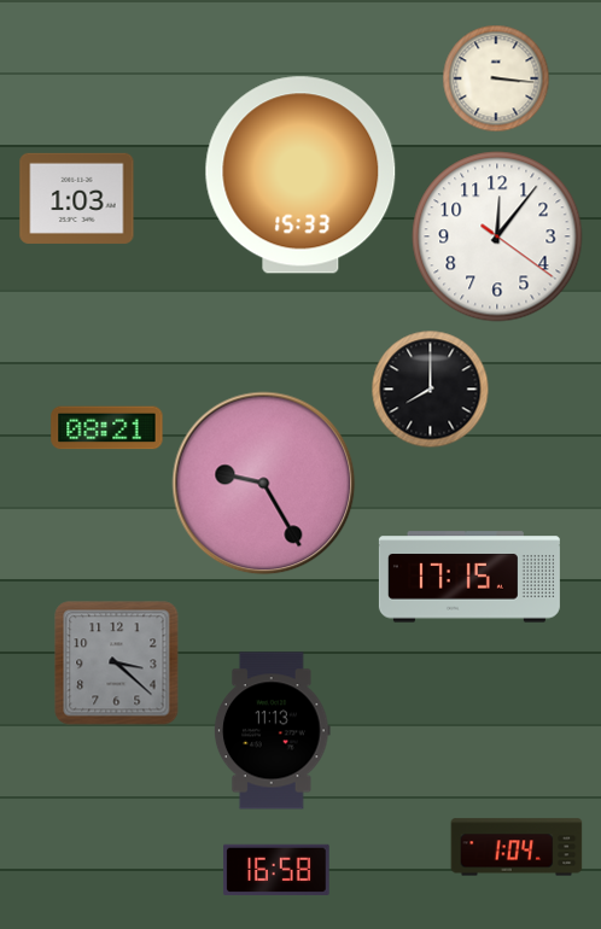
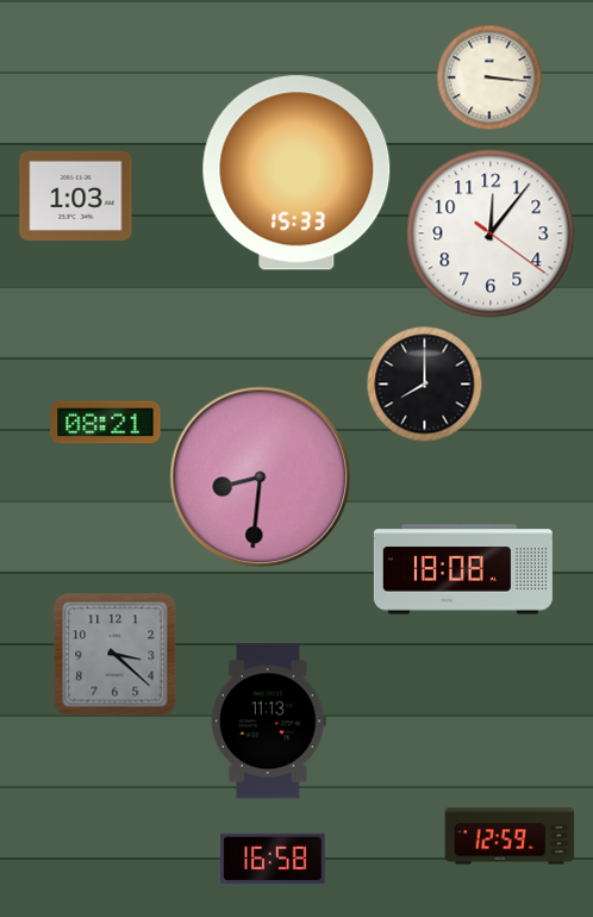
clock at (264, 484): 9:25 -> 8:31
clock at (469, 577): 17:15 -> 18:08
clock at (517, 847): 1:04 -> 12:59
